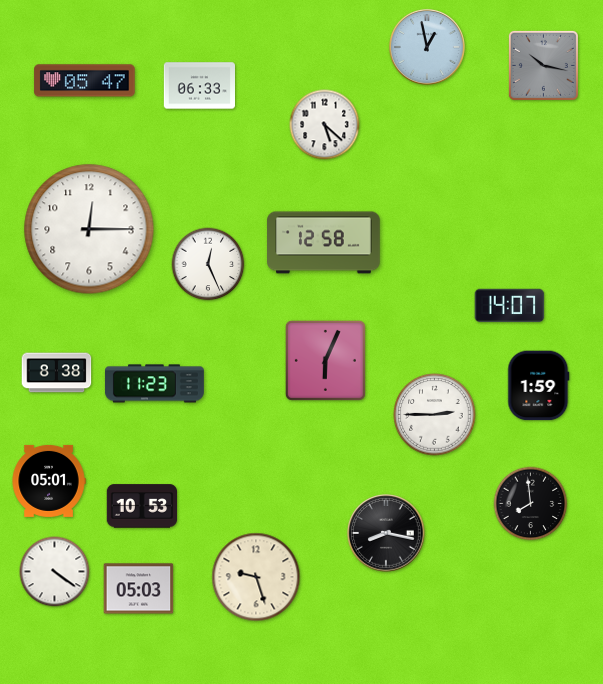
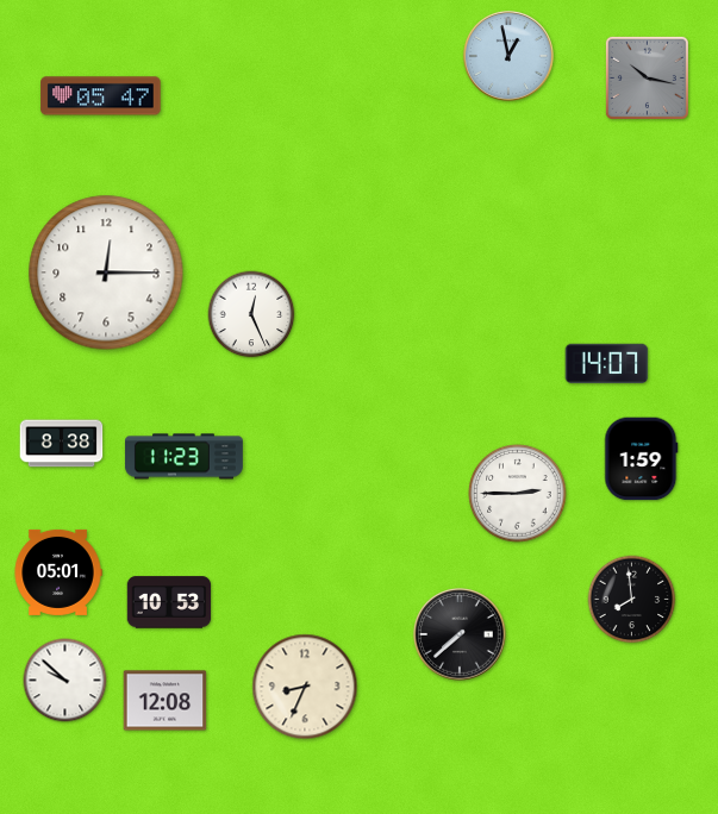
clock at (199, 86): 06:33 -> none
clock at (325, 125): 5:22 -> none
clock at (324, 243): 12:58 -> none
clock at (208, 264) position: (208, 264) -> (251, 314)
clock at (325, 360): 6:04 -> none
clock at (57, 373) position: (57, 373) -> (62, 444)
clock at (386, 533): 8:17 -> 7:38
clock at (55, 572): 4:21 -> 9:52
clock at (256, 577): 9:27 -> 8:34
clock at (139, 589): 05:03 -> 12:08
